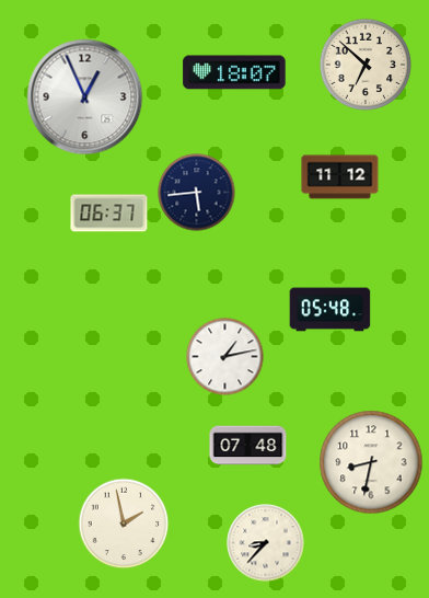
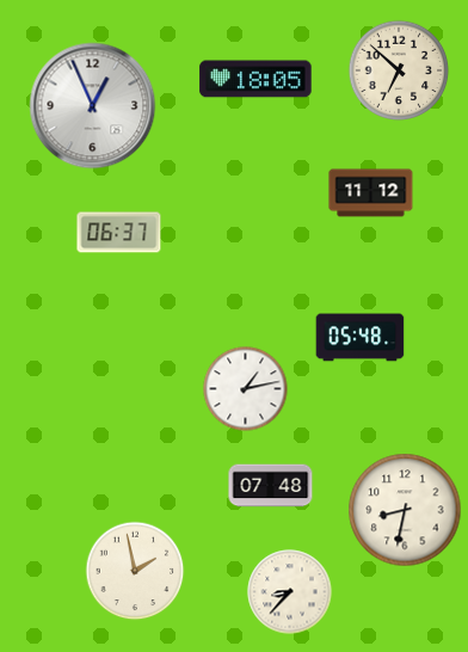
clock at (234, 72): 18:07 -> 18:05
clock at (197, 193): 5:44 -> none
clock at (371, 462) position: (371, 462) -> (405, 510)
